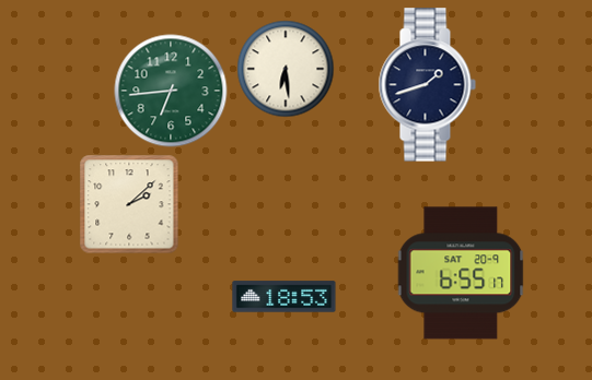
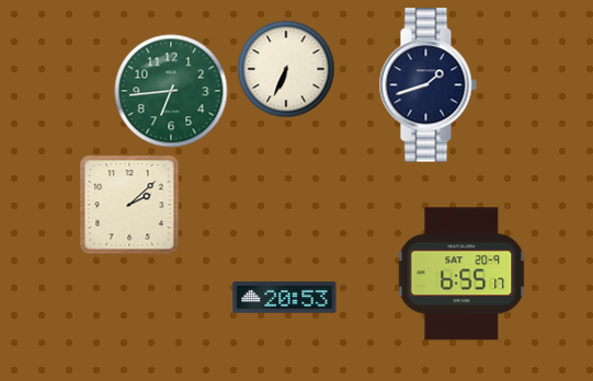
clock at (286, 69): 6:29 -> 6:34
clock at (285, 297): 18:53 -> 20:53
